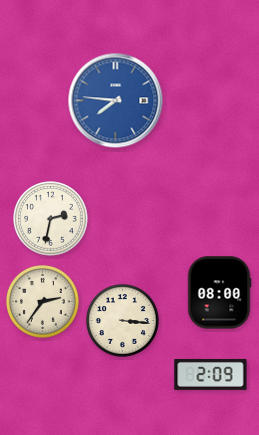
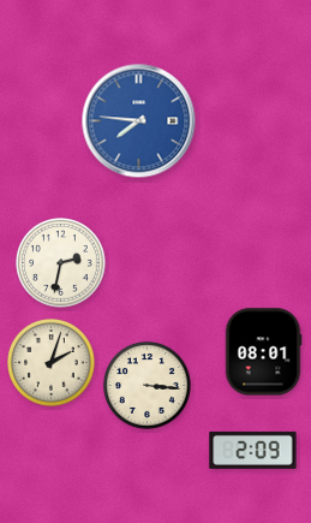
clock at (219, 293): 08:00 -> 08:01
clock at (43, 302): 2:36 -> 2:03
